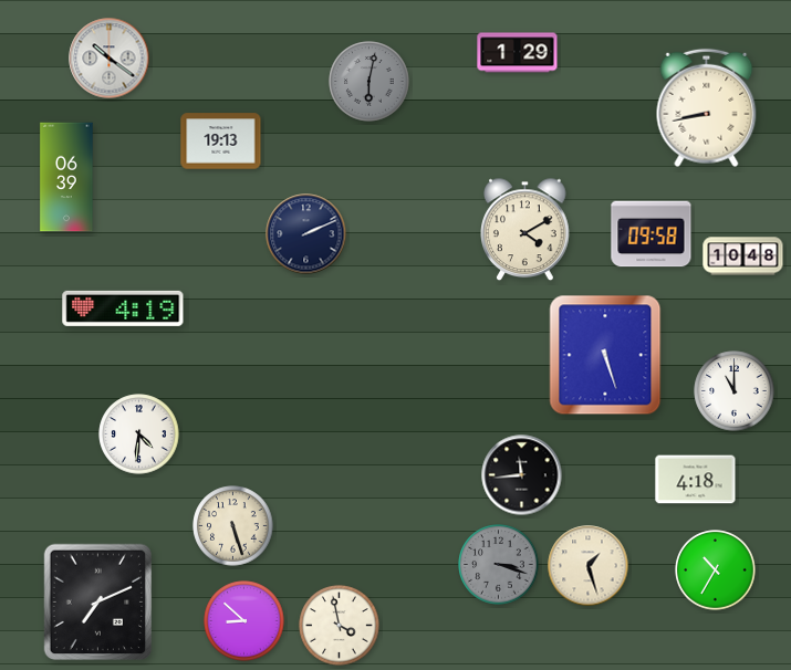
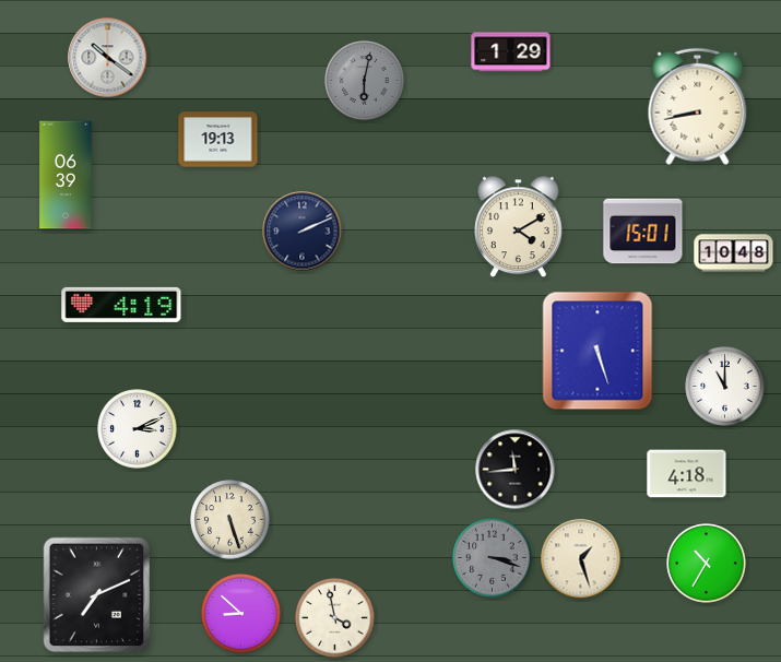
clock at (652, 234): 09:58 -> 15:01
clock at (139, 435): 4:31 -> 3:11
